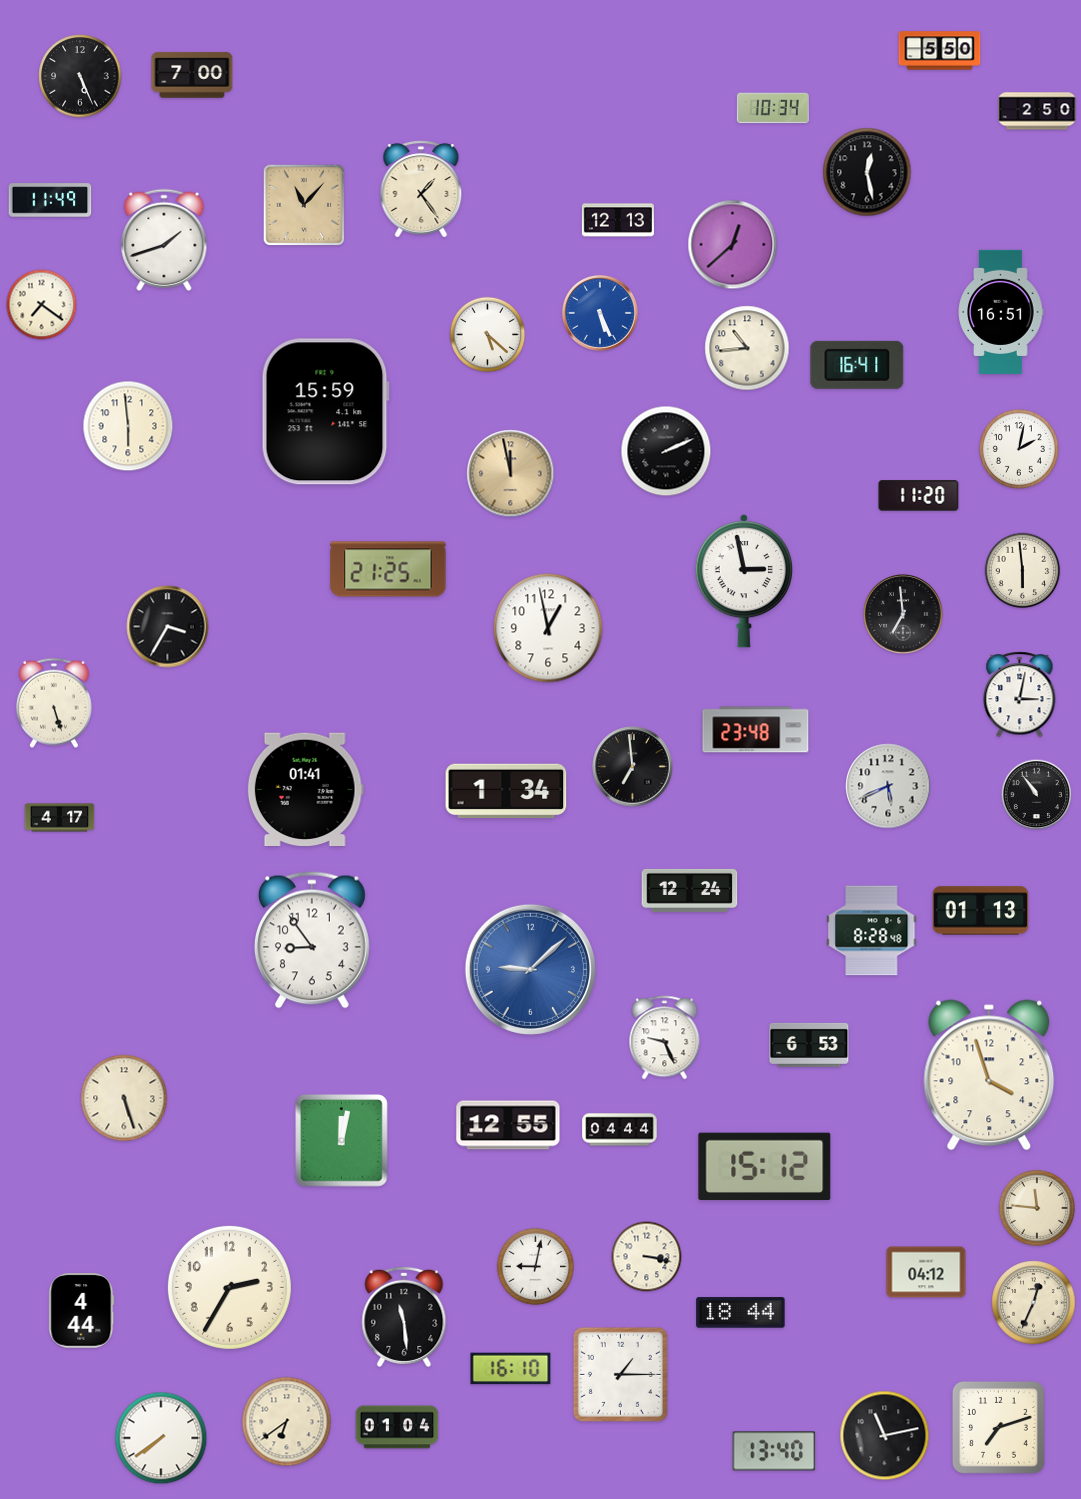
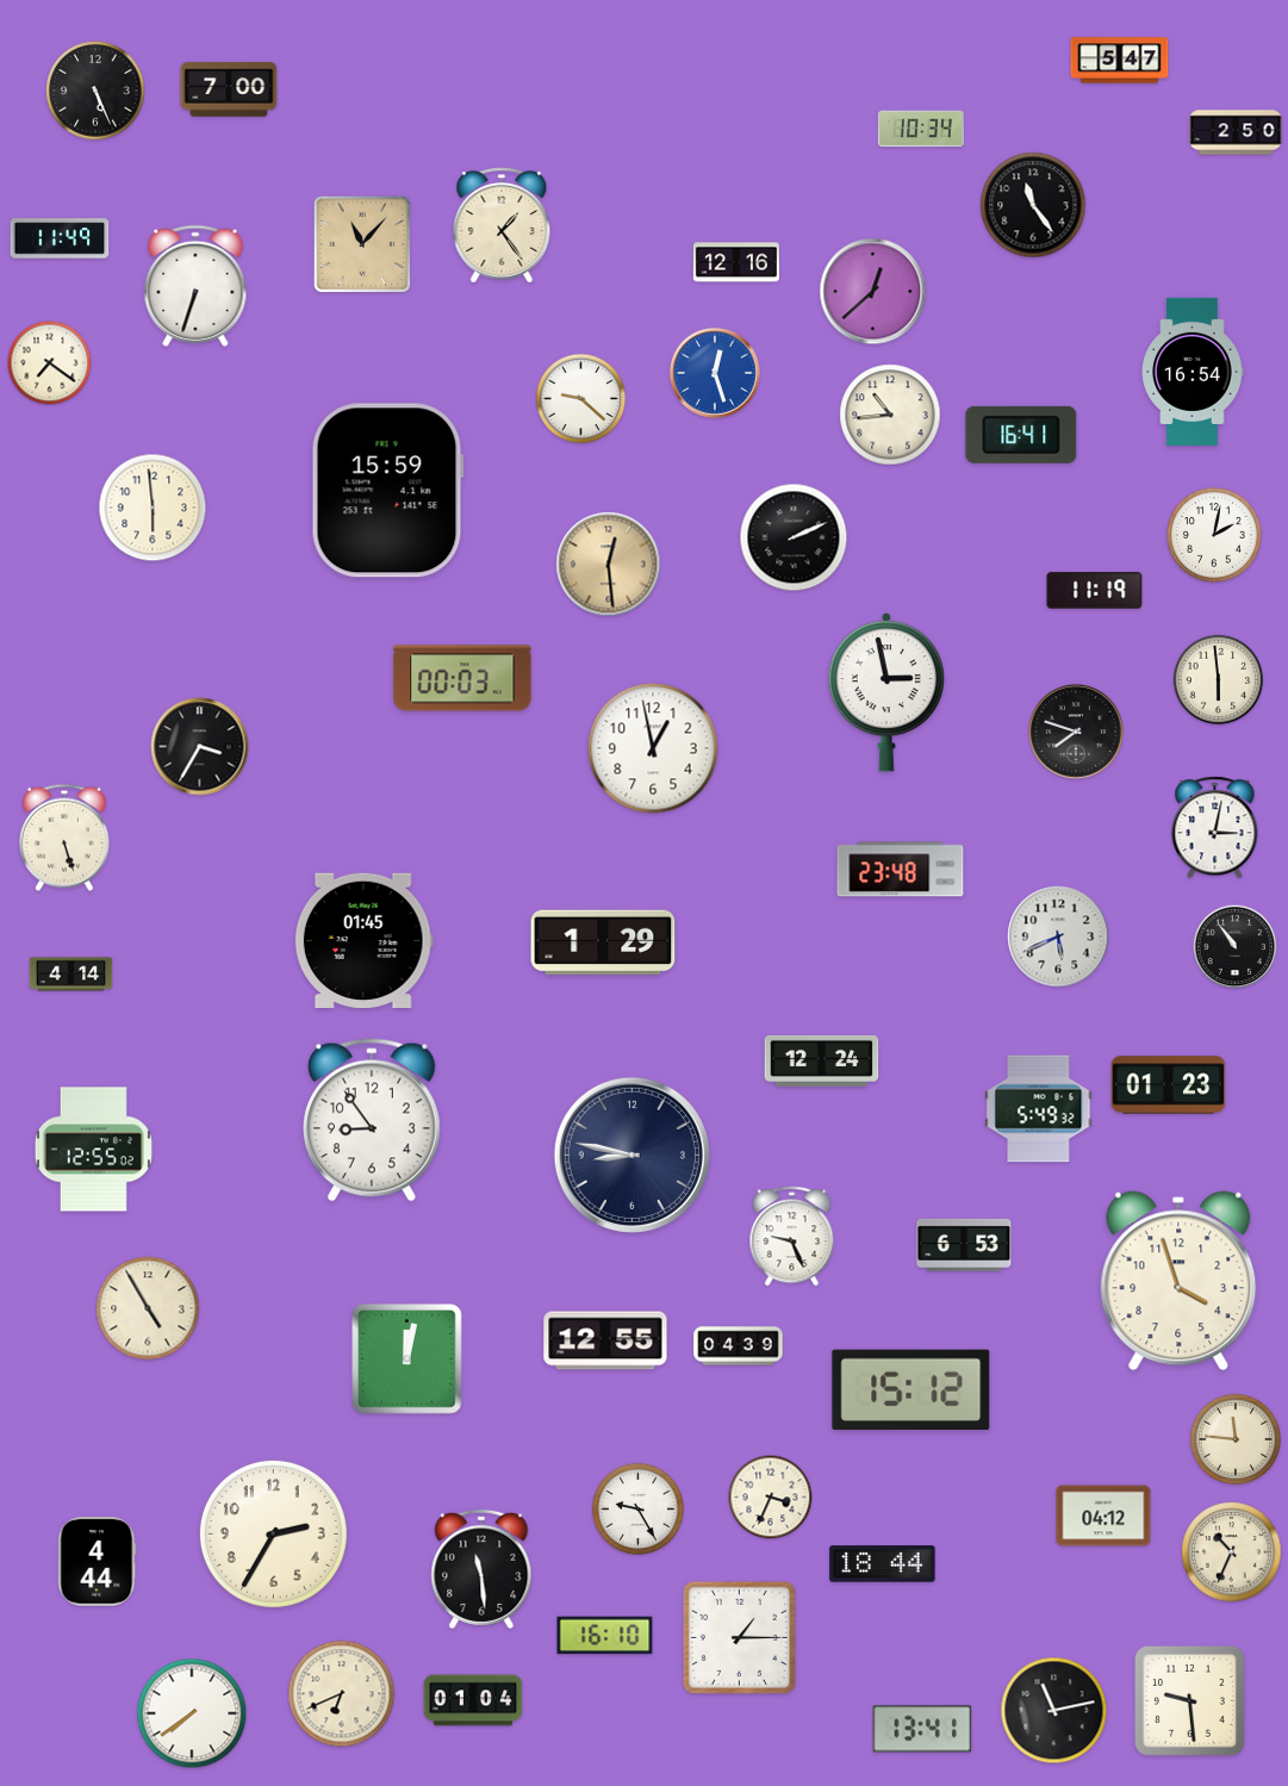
clock at (940, 51): 5:50 -> 5:47
clock at (867, 172): 12:28 -> 11:24
clock at (618, 220): 12:13 -> 12:16
clock at (164, 240): 1:42 -> 6:33
clock at (1001, 312): 16:51 -> 16:54
clock at (600, 313): 5:26 -> 12:27
clock at (488, 335): 5:22 -> 9:22
clock at (511, 474): 11:58 -> 12:29
clock at (919, 496): 11:20 -> 11:19
clock at (388, 569): 21:25 -> 00:03
clock at (903, 614): 6:59 -> 7:48
clock at (633, 767): 6:59 -> none
clock at (305, 789): 01:41 -> 01:45
clock at (506, 791): 1:34 -> 1:29
clock at (60, 818): 4:17 -> 4:14
clock at (981, 911): 01:13 -> 01:23
clock at (872, 931): 8:28 -> 5:49
clock at (93, 1150): none -> 12:55
clock at (530, 969): 9:08 -> 8:47
clock at (530, 969) dial: blue -> navy
clock at (124, 1098): 5:27 -> 4:55
clock at (620, 1130): 04:44 -> 04:39
clock at (647, 1257): 3:17 -> 3:34
clock at (535, 1266): 9:02 -> 9:25
clock at (1034, 1303): 12:34 -> 10:34
clock at (511, 1369) position: (511, 1369) -> (605, 1636)
clock at (287, 1422): 6:39 -> 6:41
clock at (998, 1427): 7:12 -> 9:29
clock at (774, 1451): 13:40 -> 13:41
